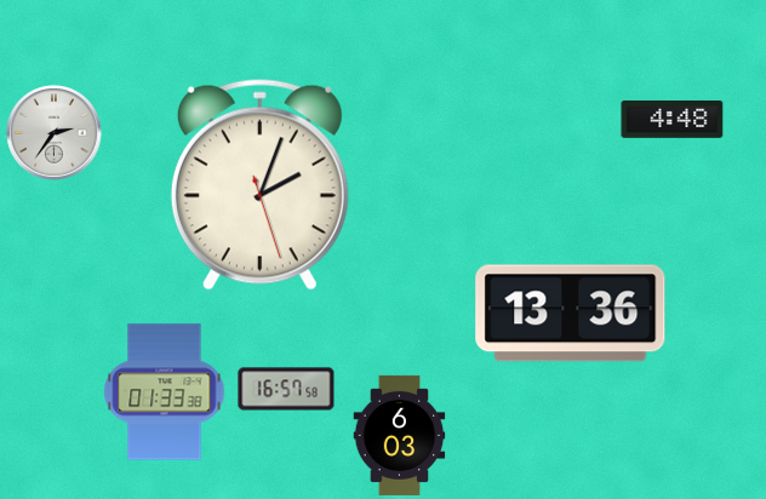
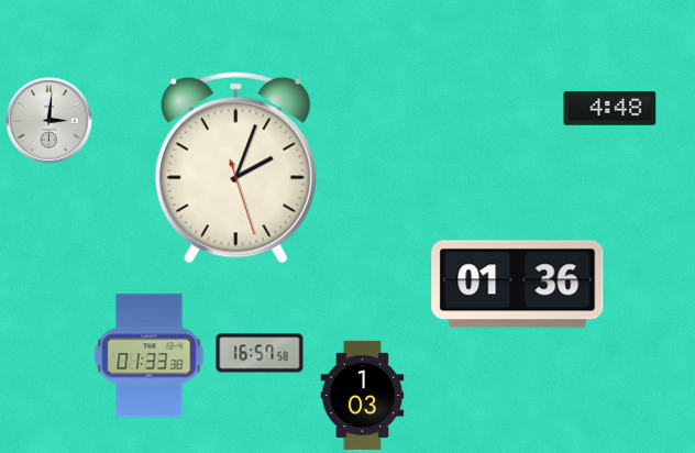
clock at (55, 133): 2:36 -> 3:01
clock at (571, 314): 13:36 -> 01:36
clock at (400, 435): 6:03 -> 1:03
